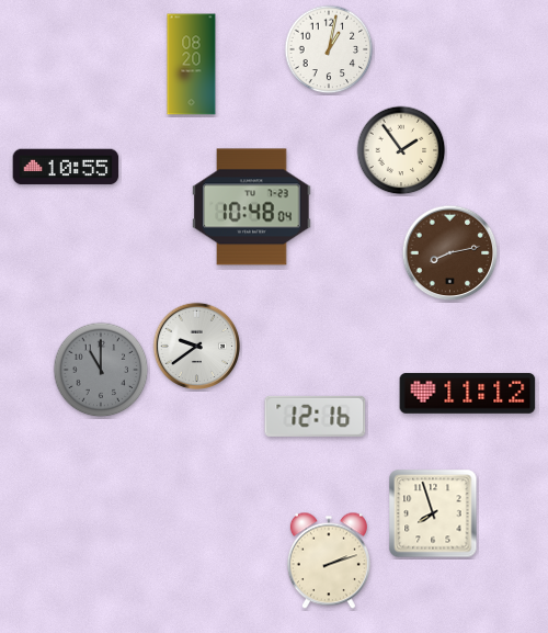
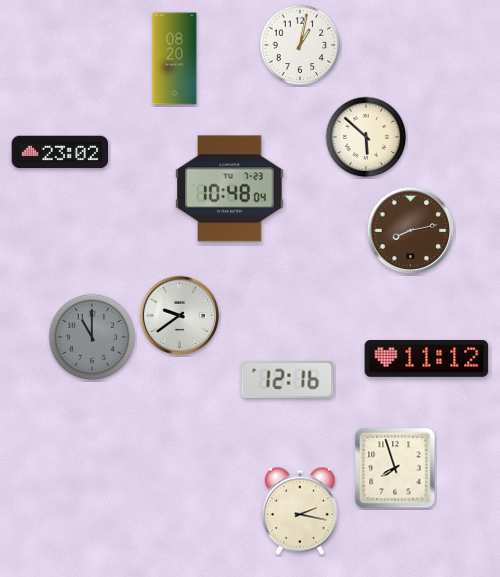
clock at (401, 150): 1:54 -> 5:52
clock at (66, 167): 10:55 -> 23:02
clock at (329, 561): 2:12 -> 2:17
